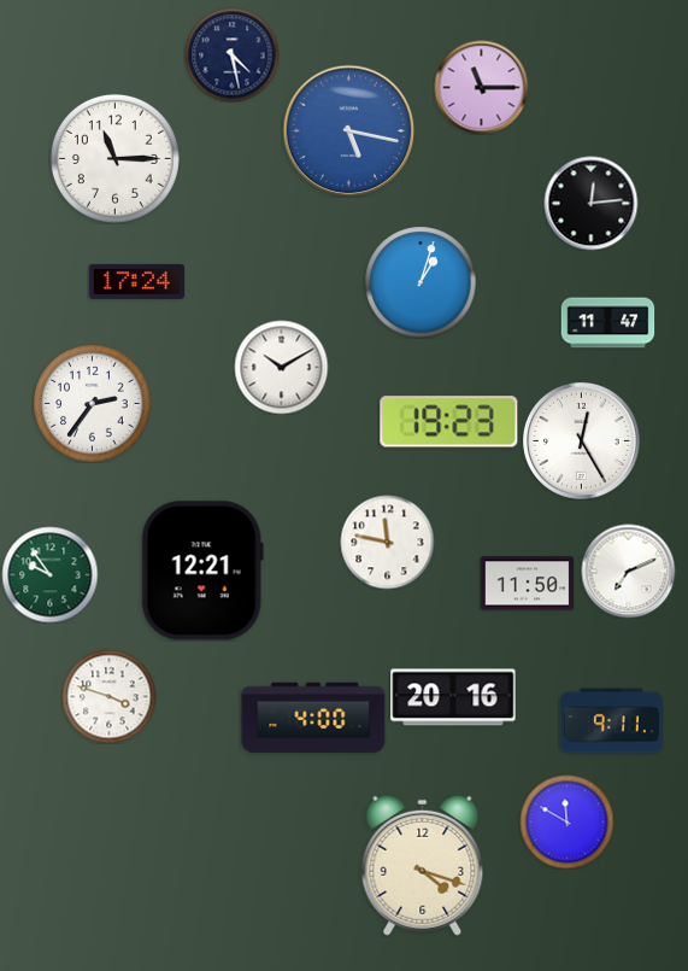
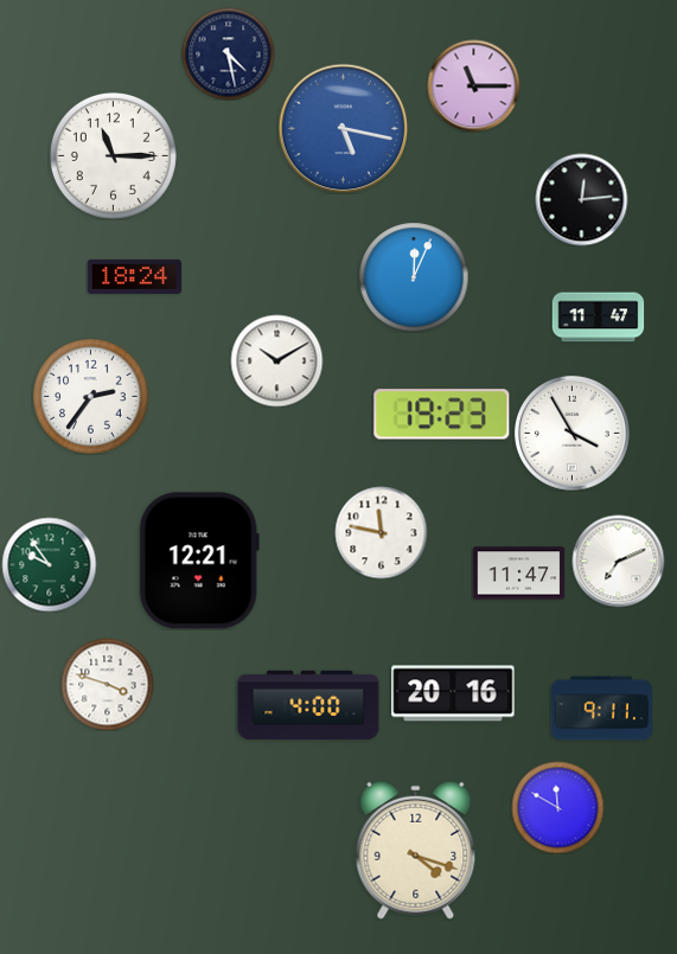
clock at (136, 281): 17:24 -> 18:24
clock at (421, 282): 1:03 -> 12:04
clock at (581, 440): 12:25 -> 3:55
clock at (527, 584): 11:50 -> 11:47
clock at (453, 697) position: (453, 697) -> (453, 693)
